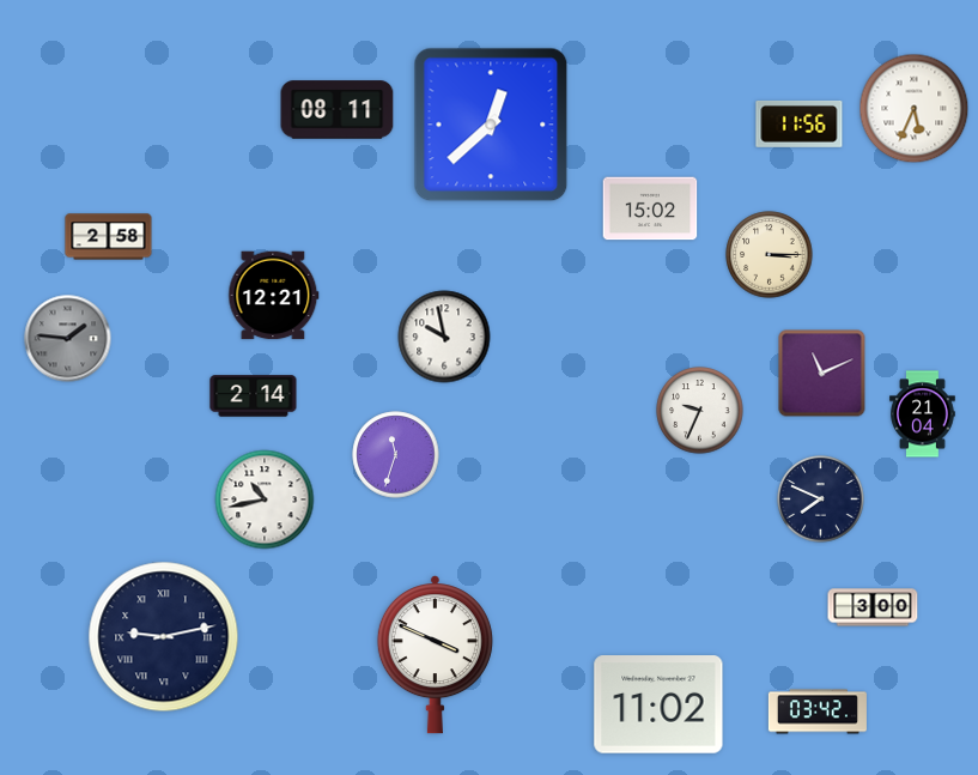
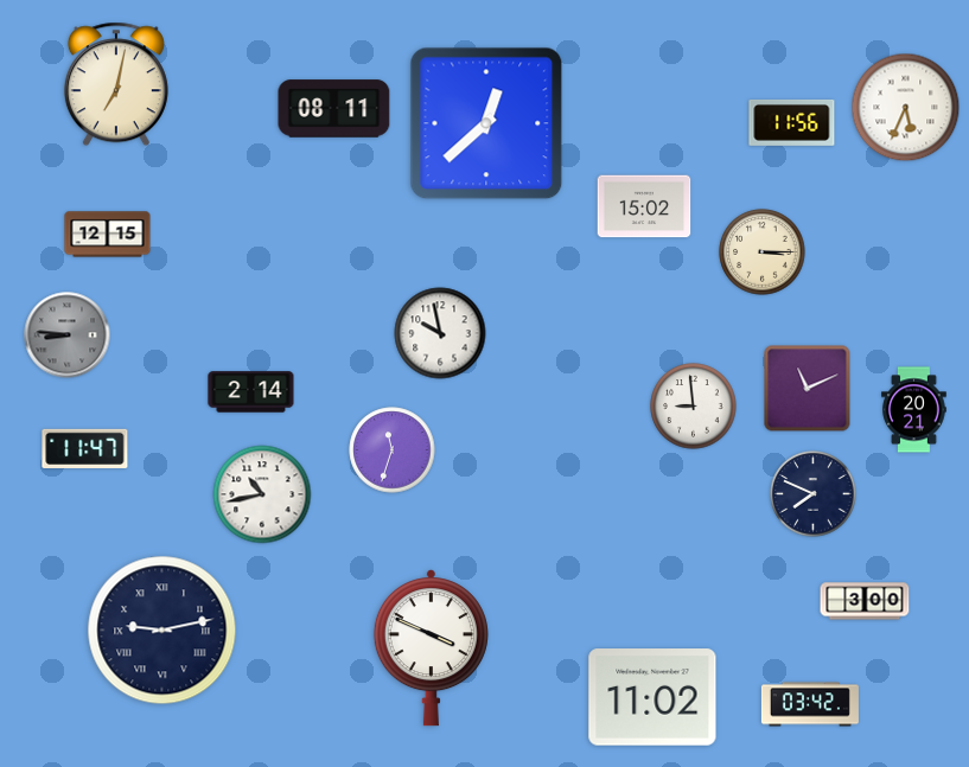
clock at (116, 84): none -> 7:02
clock at (109, 237): 2:58 -> 12:15
clock at (274, 296): 12:21 -> none
clock at (68, 339): 1:46 -> 8:46
clock at (822, 374) position: (822, 374) -> (808, 389)
clock at (700, 411): 9:34 -> 8:59
clock at (923, 414): 21:04 -> 20:21
clock at (85, 448): none -> 11:47
